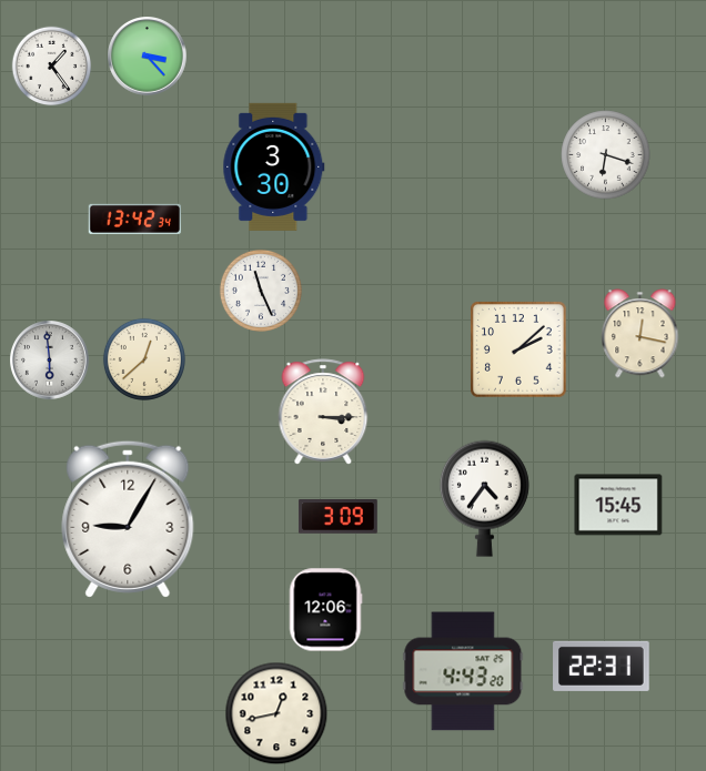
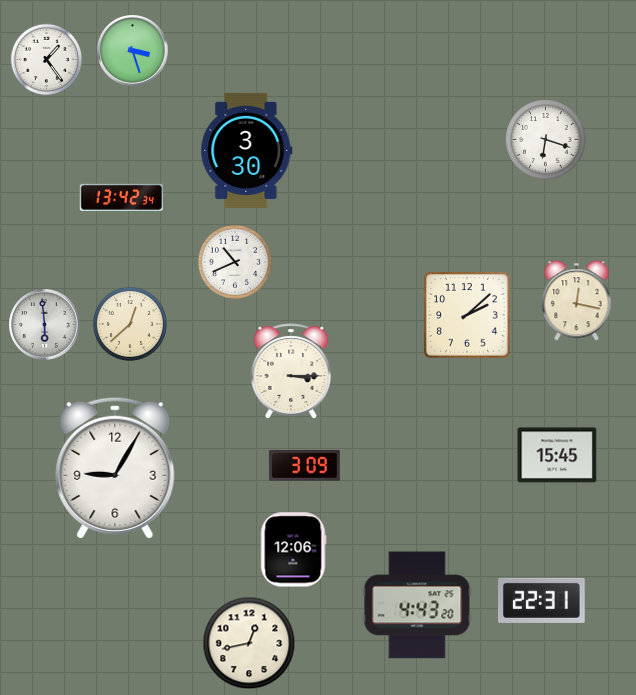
clock at (148, 57): 3:23 -> 3:27
clock at (261, 291): 11:26 -> 10:41
clock at (484, 498): 4:36 -> none
